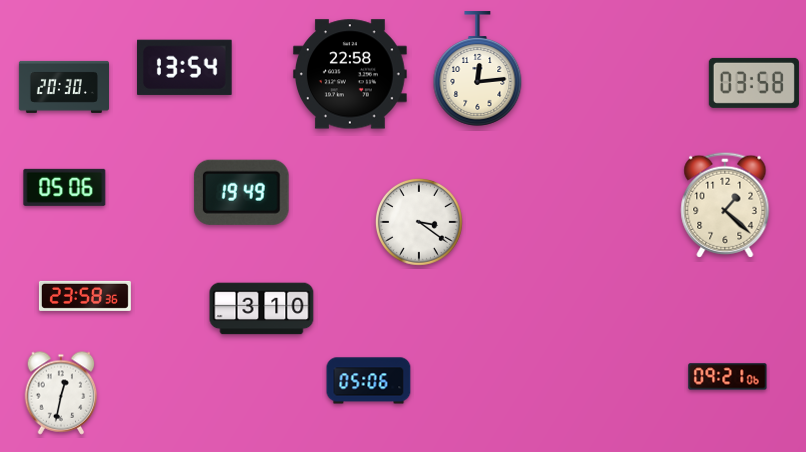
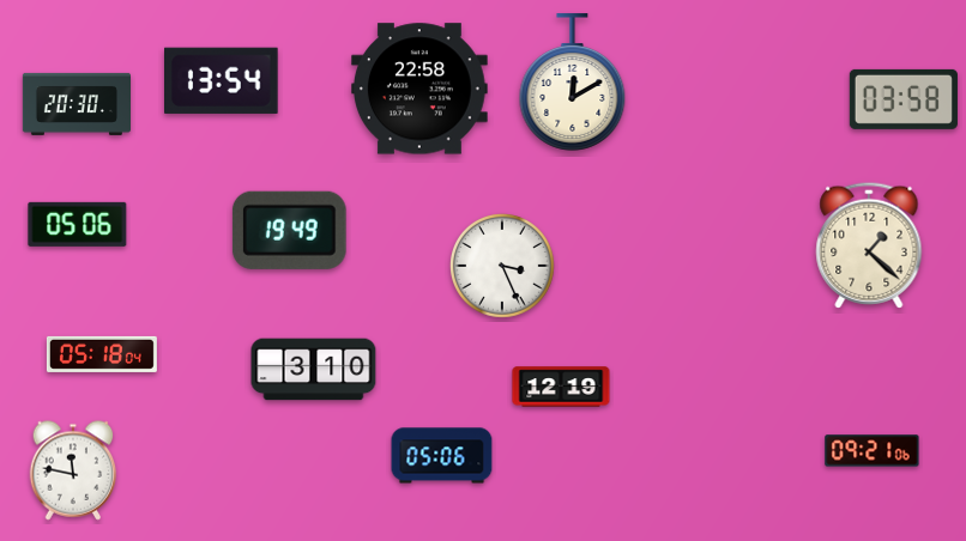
clock at (478, 69): 12:14 -> 12:10
clock at (419, 222): 3:21 -> 3:26
clock at (85, 296): 23:58 -> 05:18
clock at (561, 387): none -> 12:19
clock at (61, 393): 12:32 -> 11:47
